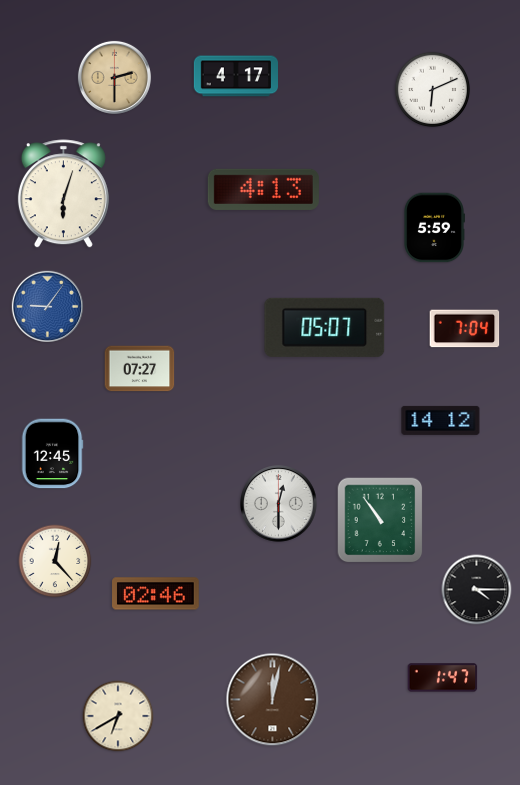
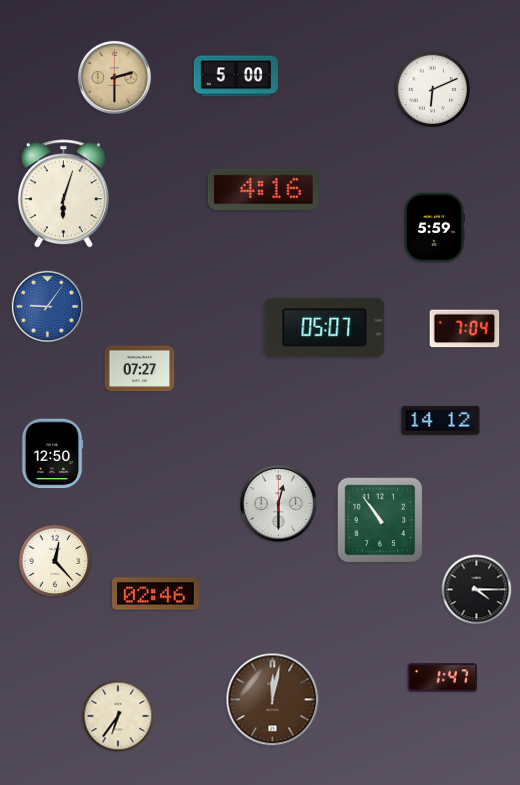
clock at (235, 76): 4:17 -> 5:00
clock at (263, 189): 4:13 -> 4:16
clock at (52, 454): 12:45 -> 12:50
clock at (118, 716): 6:40 -> 6:36
